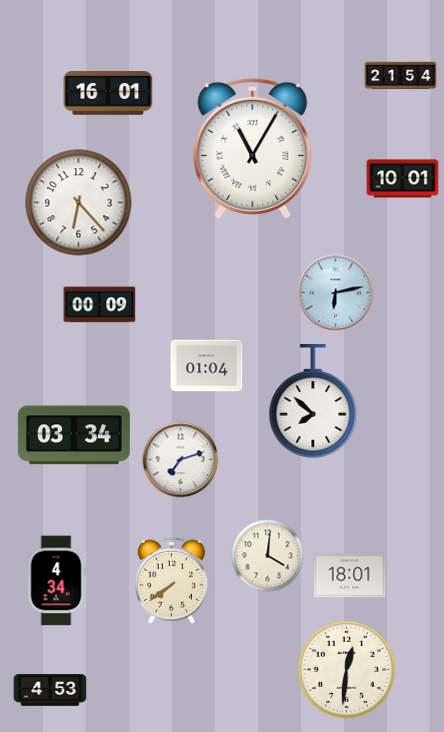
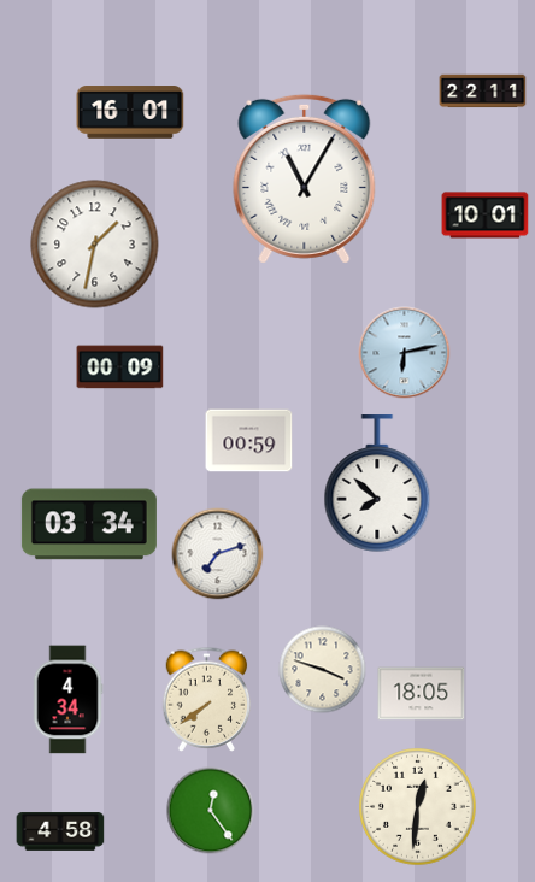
clock at (401, 76): 21:54 -> 22:11
clock at (79, 203): 6:23 -> 1:32
clock at (207, 366): 01:04 -> 00:59
clock at (268, 556): 4:01 -> 3:48
clock at (350, 576): 18:01 -> 18:05
clock at (211, 811): none -> 12:24
clock at (50, 691): 4:53 -> 4:58
